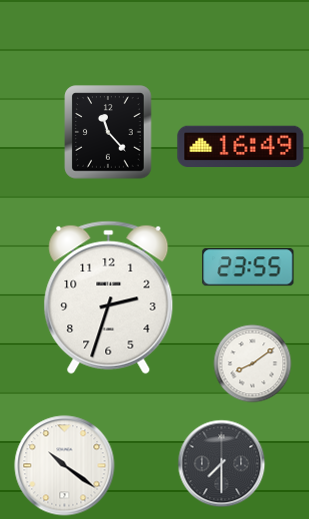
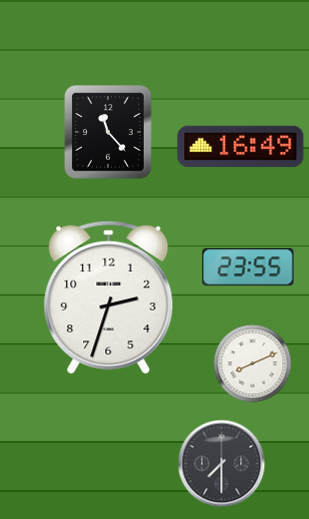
clock at (253, 364): 8:09 -> 8:11
clock at (65, 466): 10:21 -> none
